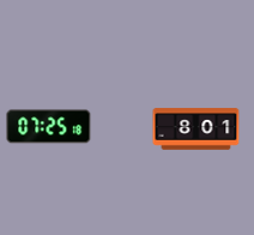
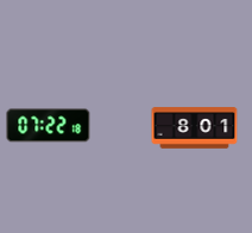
clock at (49, 127): 07:25 -> 07:22
